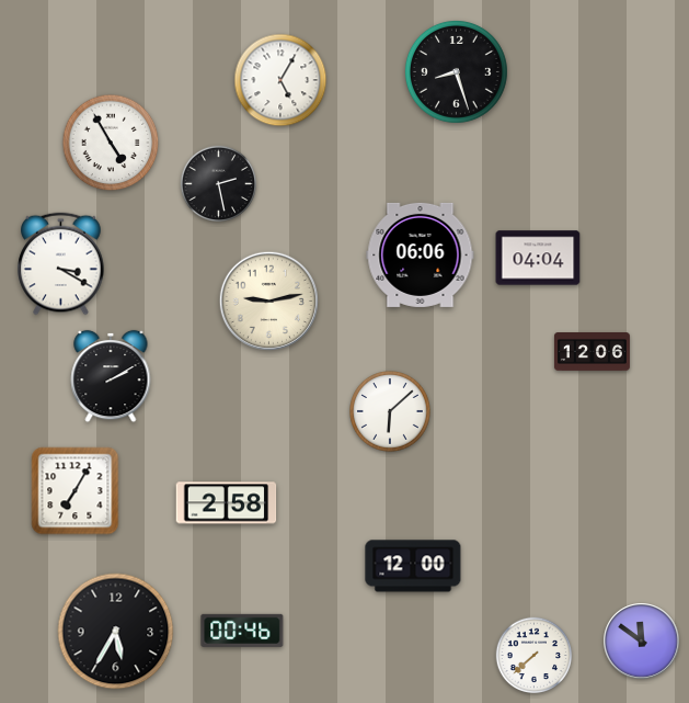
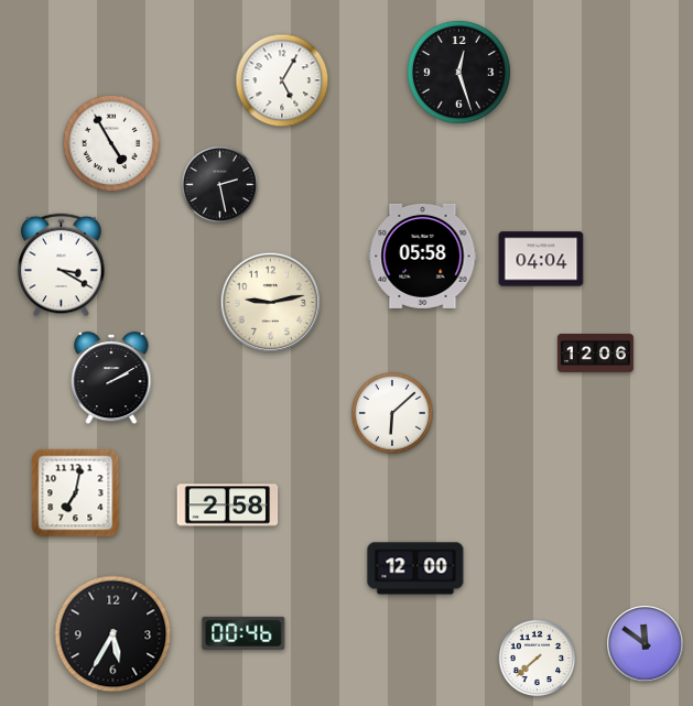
clock at (456, 71): 8:27 -> 12:27
clock at (421, 254): 06:06 -> 05:58
clock at (76, 491): 7:05 -> 7:02
clock at (116, 632) position: (116, 632) -> (113, 634)
